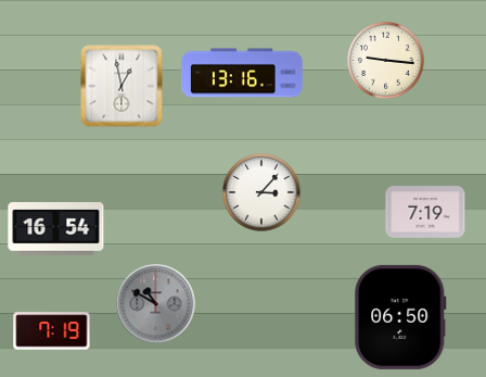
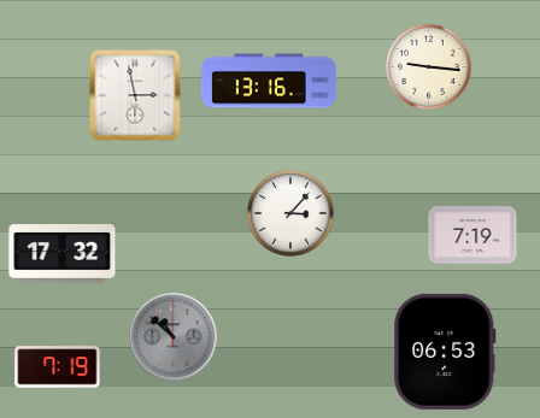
clock at (121, 86): 12:58 -> 2:58
clock at (56, 229): 16:54 -> 17:32
clock at (156, 304): 10:50 -> 10:52
clock at (401, 317): 06:50 -> 06:53
